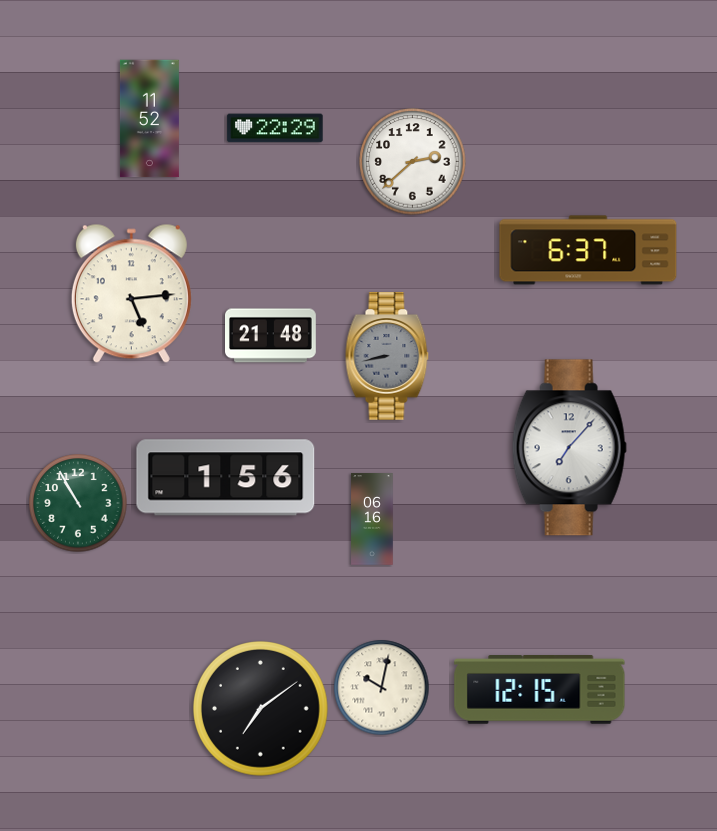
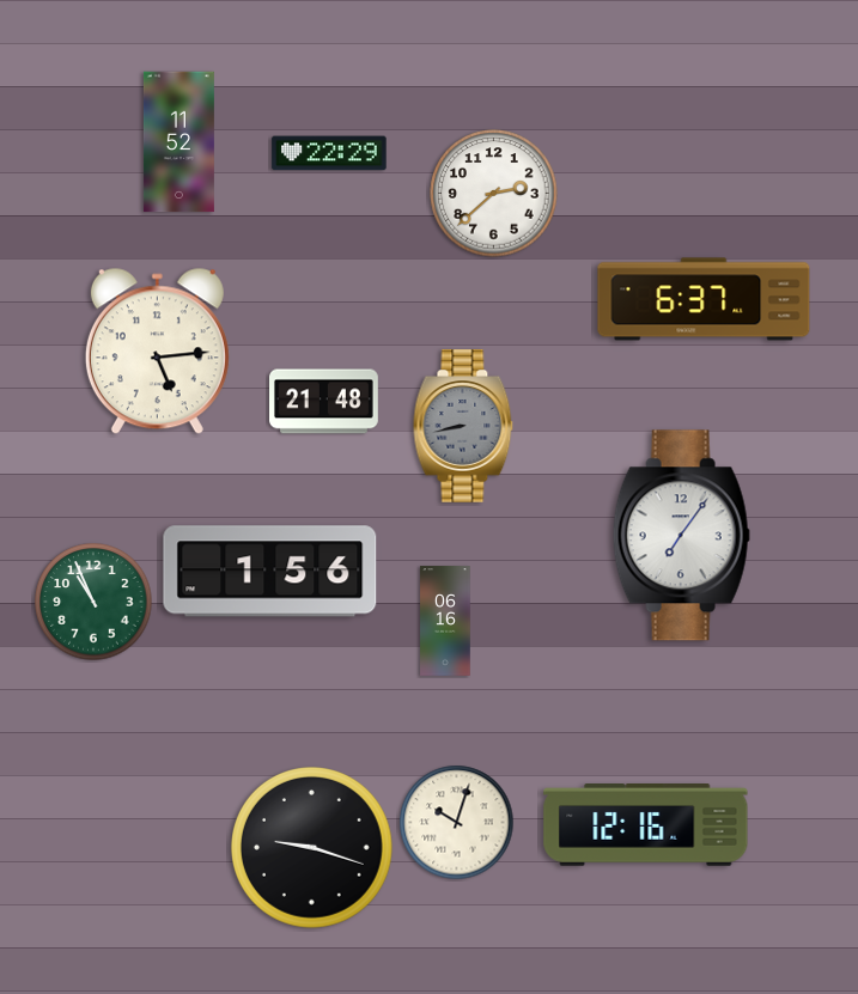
clock at (569, 448): 7:07 -> 7:06
clock at (78, 503): 10:55 -> 10:56
clock at (382, 688): 10:02 -> 10:03
clock at (540, 690): 12:15 -> 12:16
clock at (261, 709): 7:09 -> 9:18
